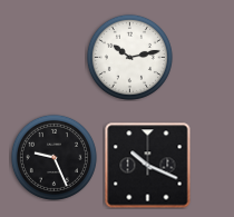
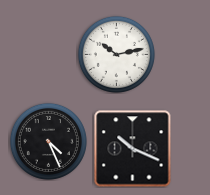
clock at (129, 57) position: (129, 57) -> (116, 54)
clock at (53, 157): 9:26 -> 4:26
